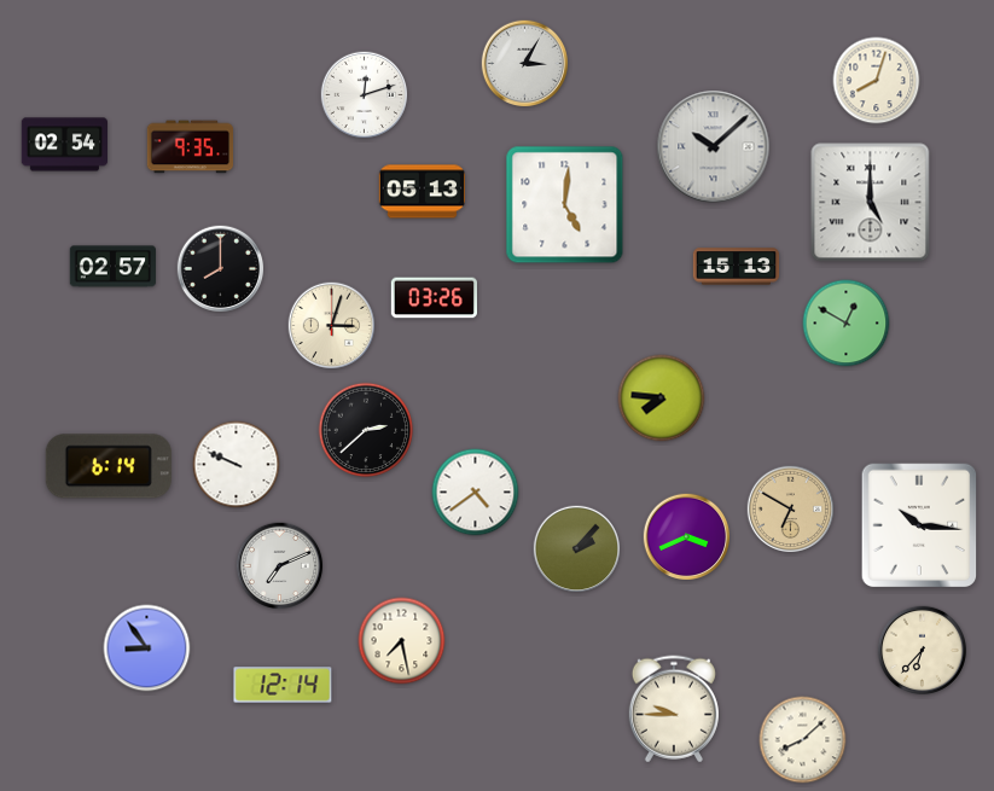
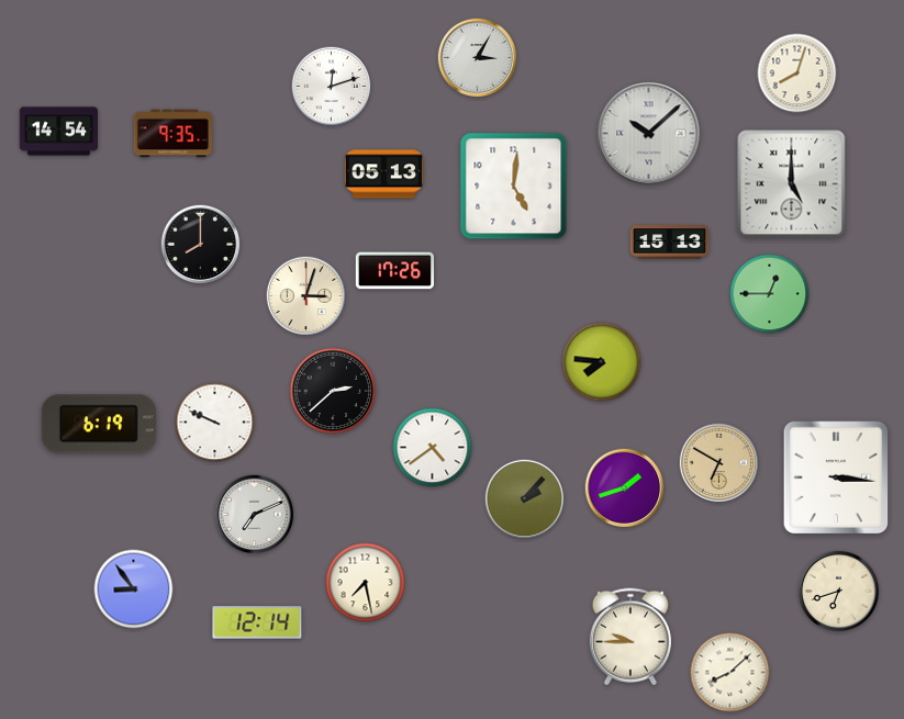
clock at (64, 145): 02:54 -> 14:54
clock at (112, 267): 02:57 -> none
clock at (434, 298): 03:26 -> 17:26
clock at (847, 324): 12:50 -> 12:45
clock at (332, 326) position: (332, 326) -> (306, 296)
clock at (109, 466): 6:14 -> 6:19
clock at (919, 525): 10:16 -> 3:16
clock at (687, 537): 3:41 -> 1:42
clock at (922, 650): 6:37 -> 6:42
clock at (674, 709) position: (674, 709) -> (630, 637)
